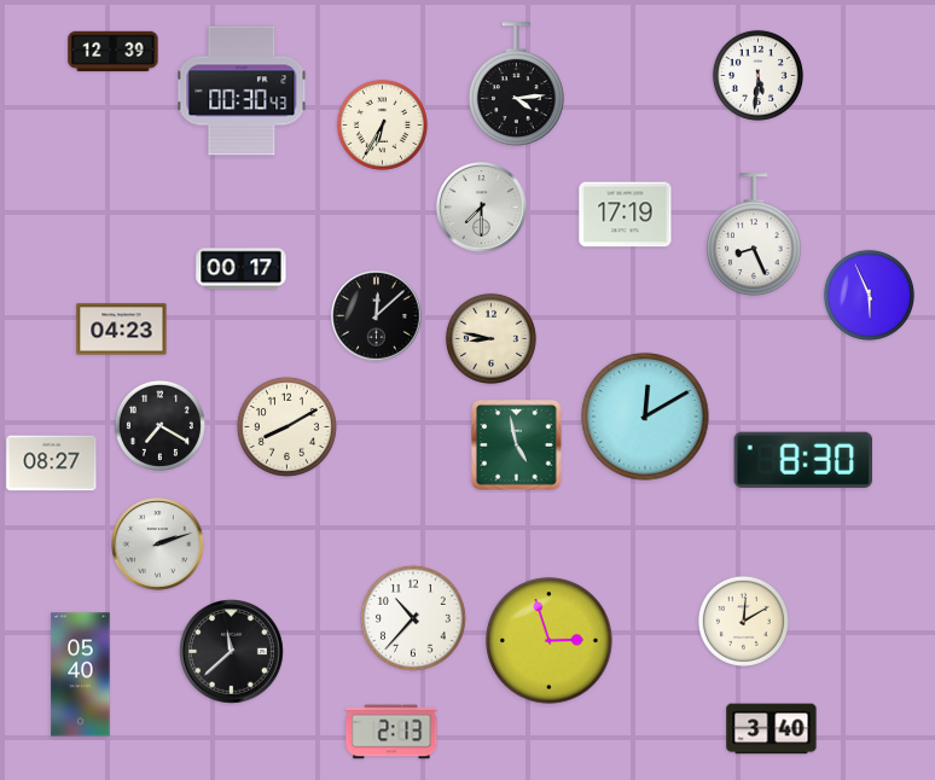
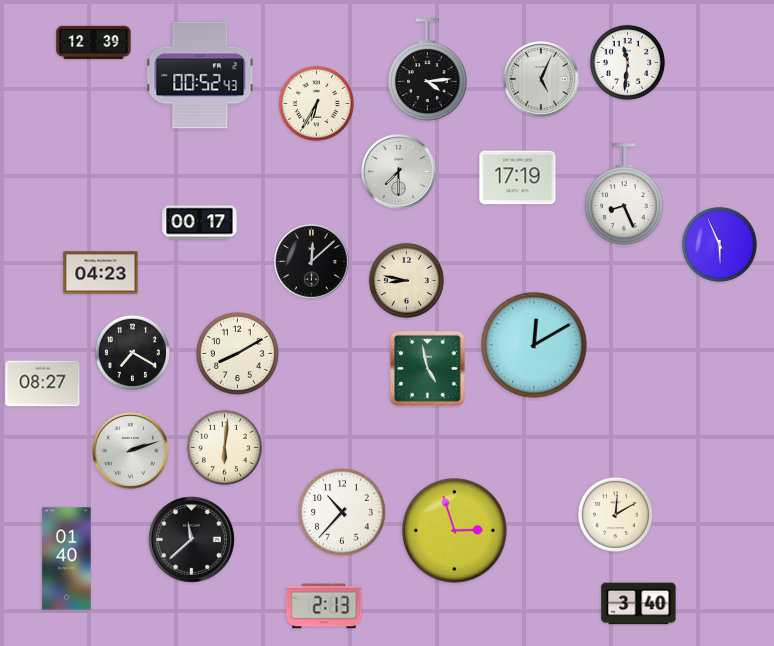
clock at (757, 75): 5:31 -> 11:31
clock at (242, 91): 00:30 -> 00:52
clock at (541, 79): none -> 5:04
clock at (802, 460): 8:30 -> none
clock at (224, 447): none -> 6:01
clock at (81, 675): 05:40 -> 01:40
